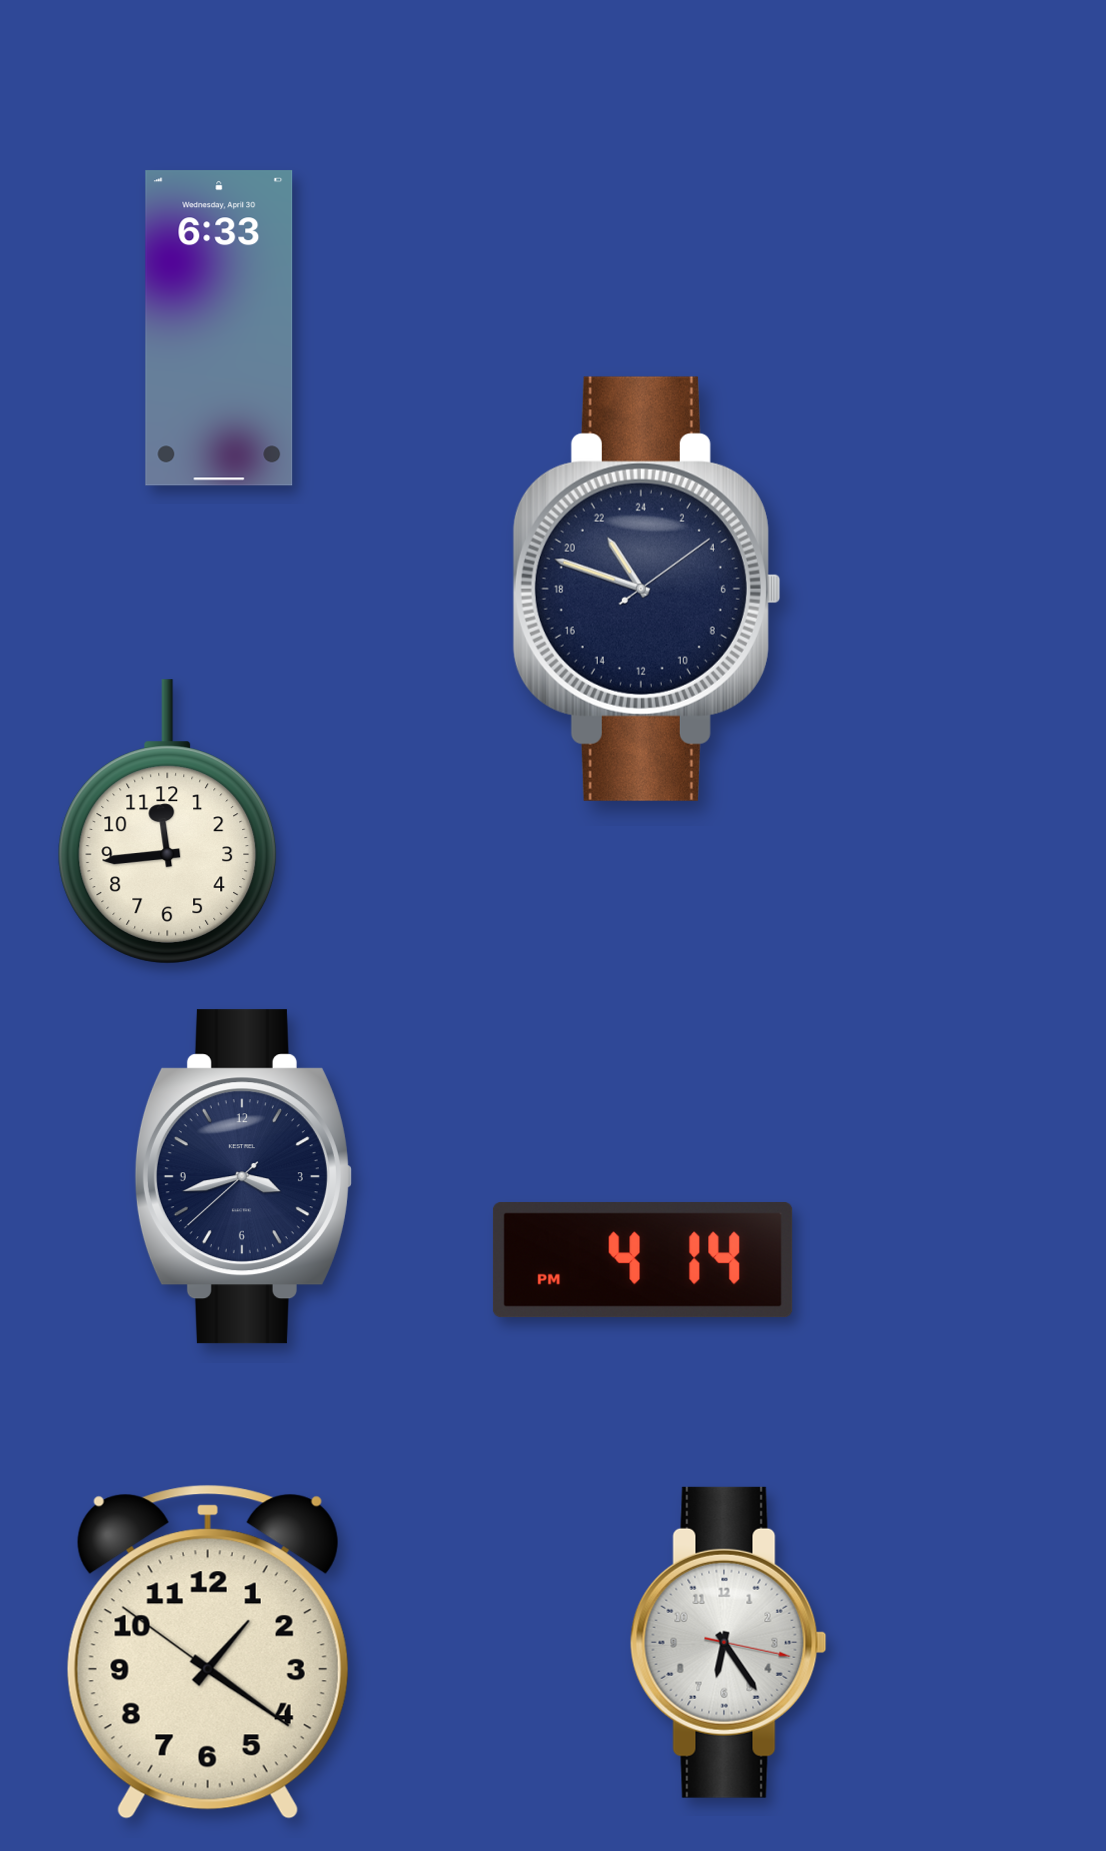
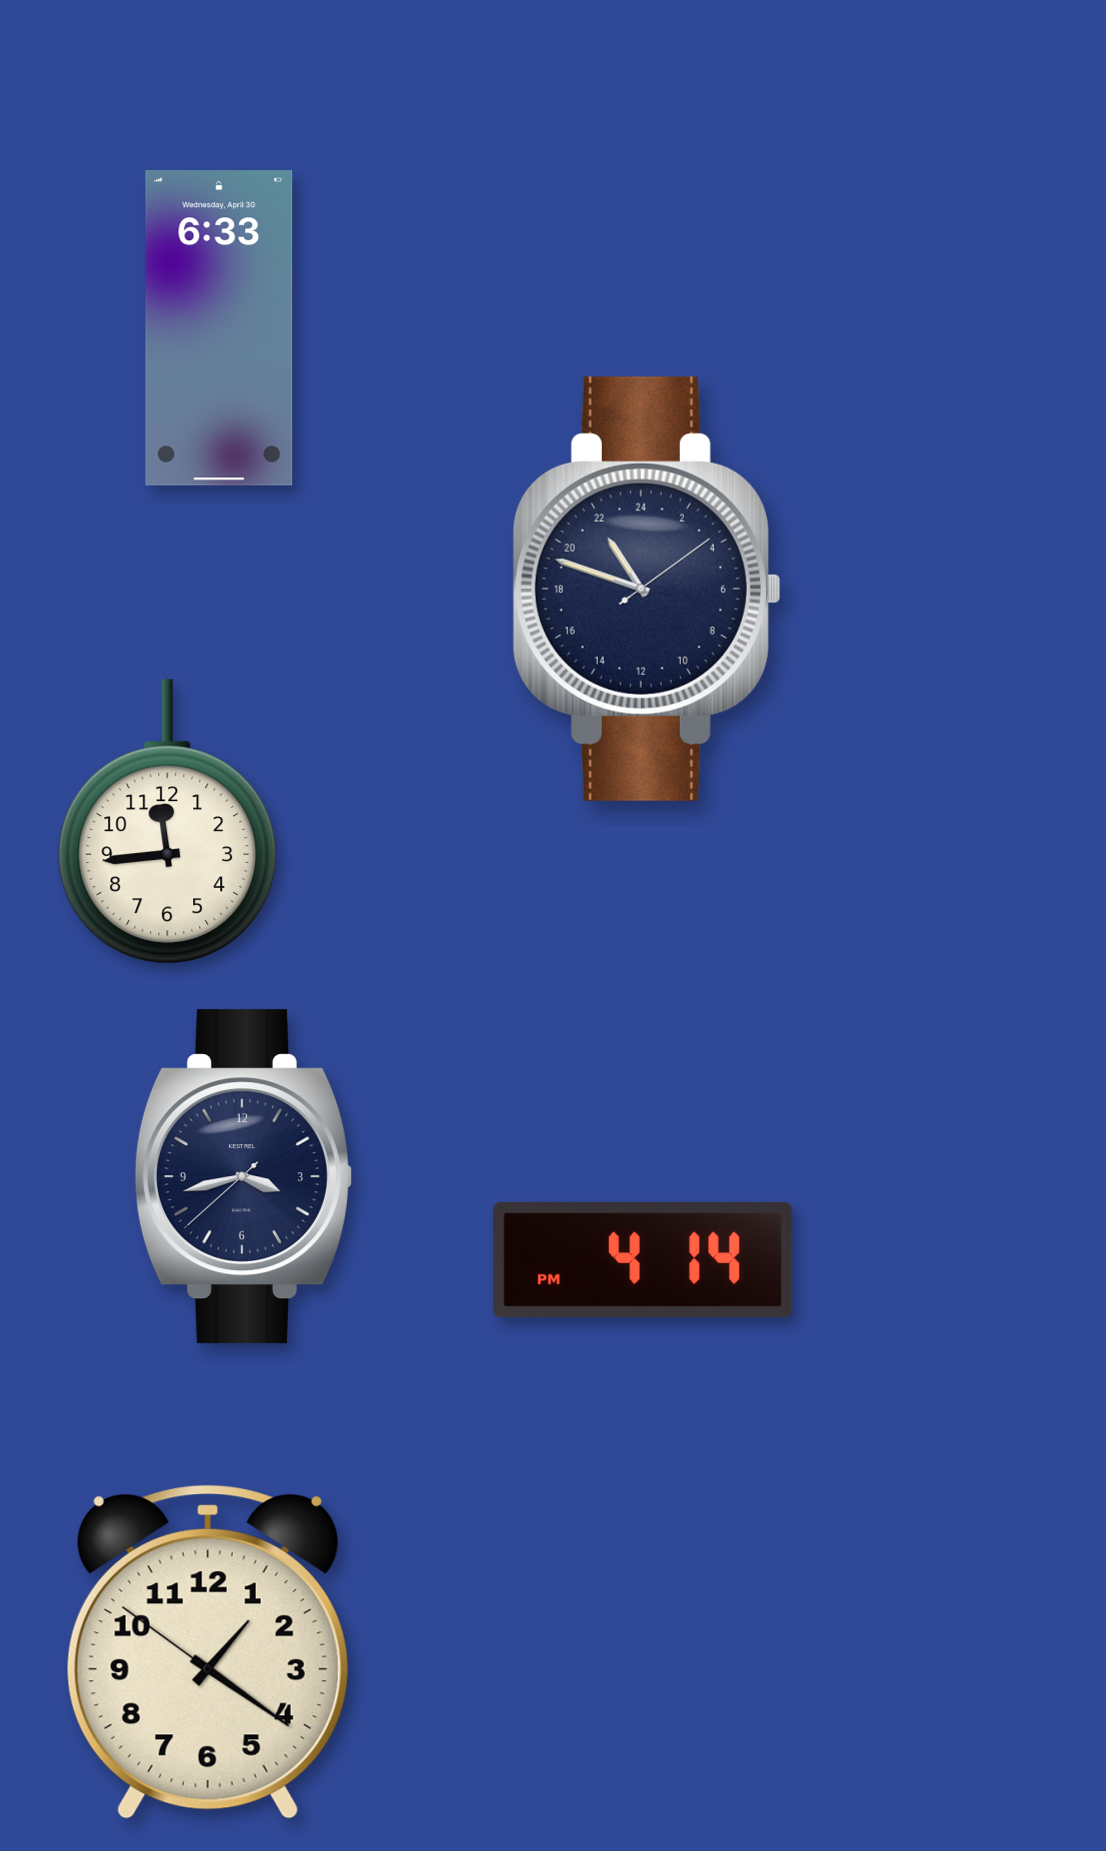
clock at (728, 1642): 6:24 -> none
